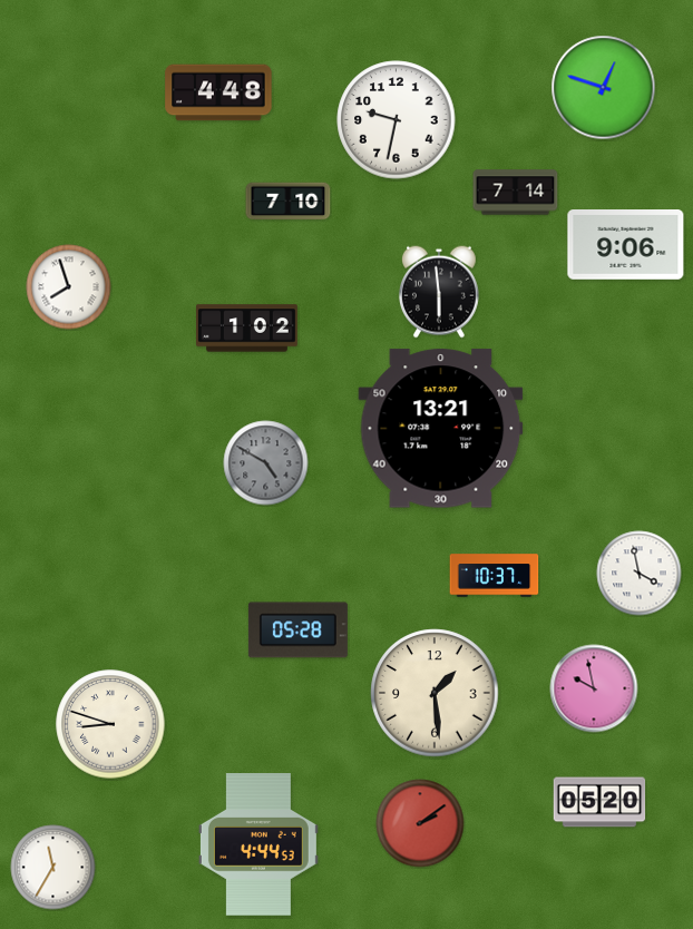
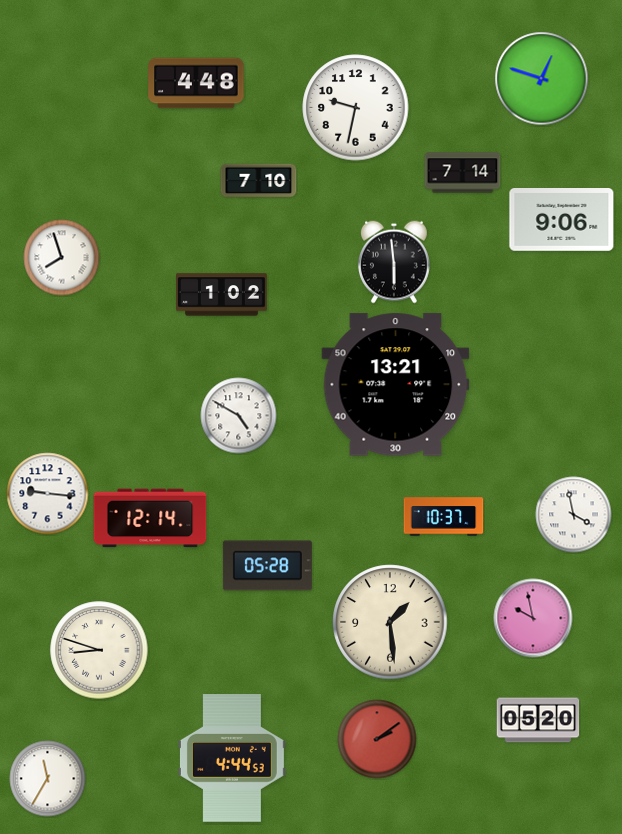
clock at (266, 463) dial: grey -> white
clock at (48, 494): none -> 9:16
clock at (150, 518): none -> 12:14
